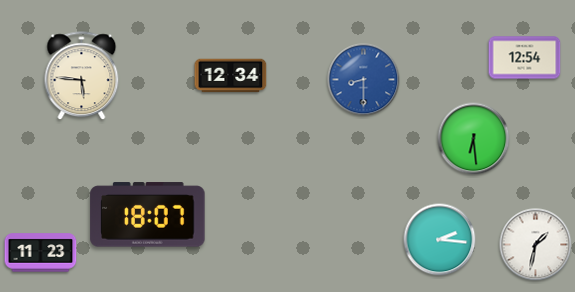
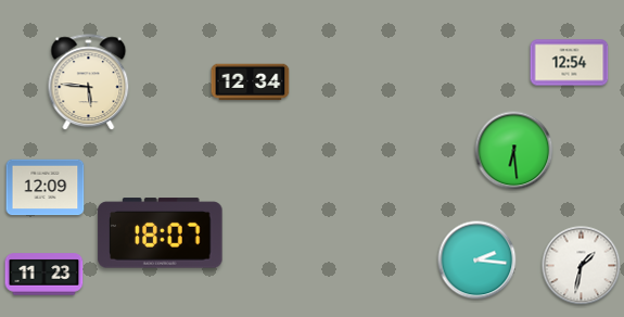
clock at (364, 80): 8:30 -> none
clock at (46, 188): none -> 12:09
